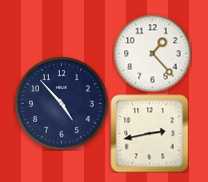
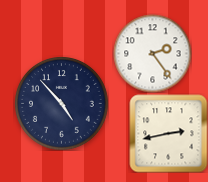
clock at (152, 53): 1:23 -> 2:24
clock at (149, 133) position: (149, 133) -> (168, 133)
